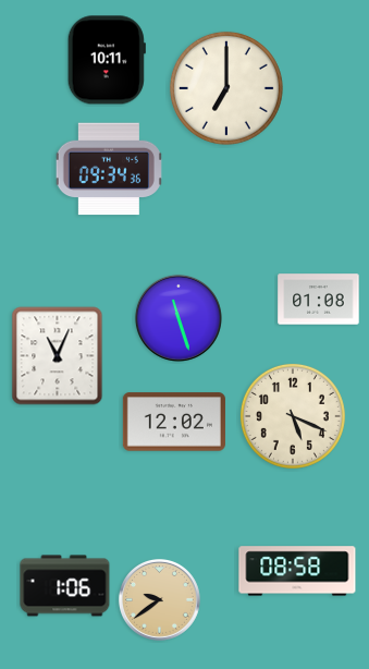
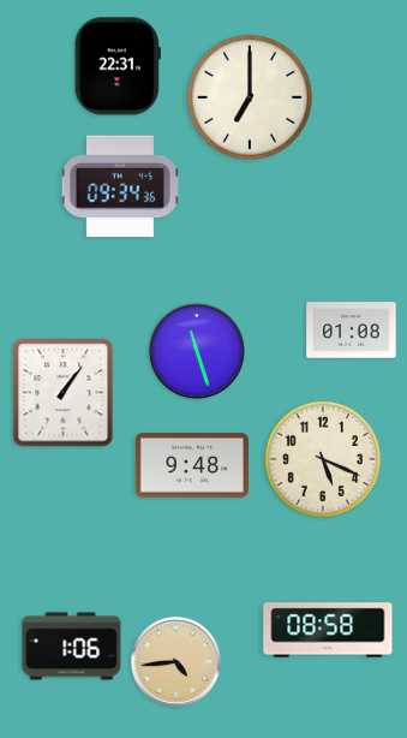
clock at (107, 60): 10:11 -> 22:31
clock at (58, 356): 11:04 -> 1:06
clock at (174, 422): 12:02 -> 9:48
clock at (159, 599): 9:39 -> 4:44
